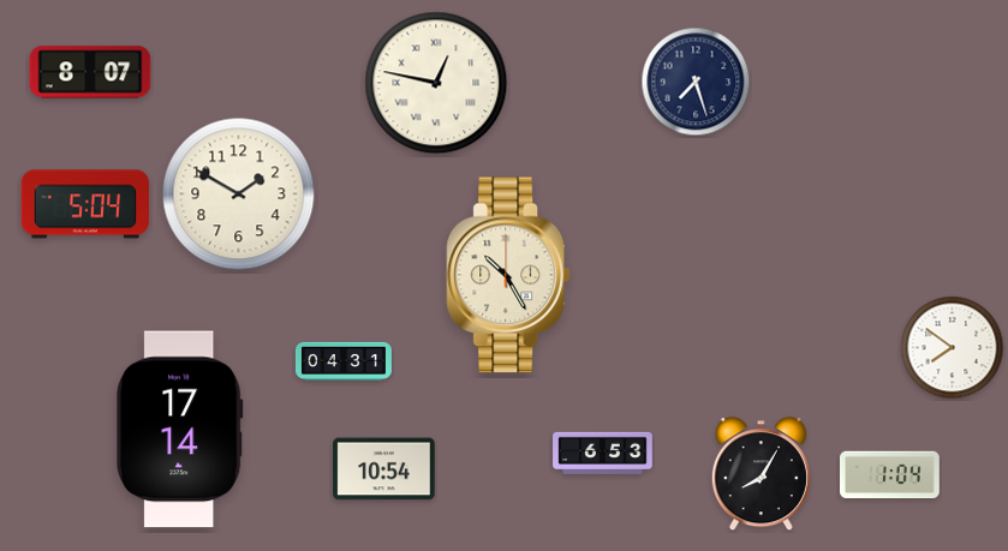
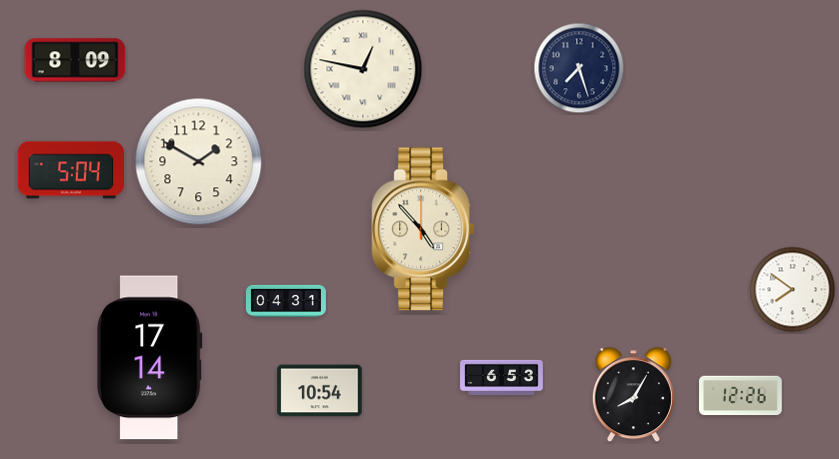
clock at (90, 72): 8:07 -> 8:09
clock at (507, 275): 10:25 -> 4:53
clock at (890, 475): 1:04 -> 12:26
